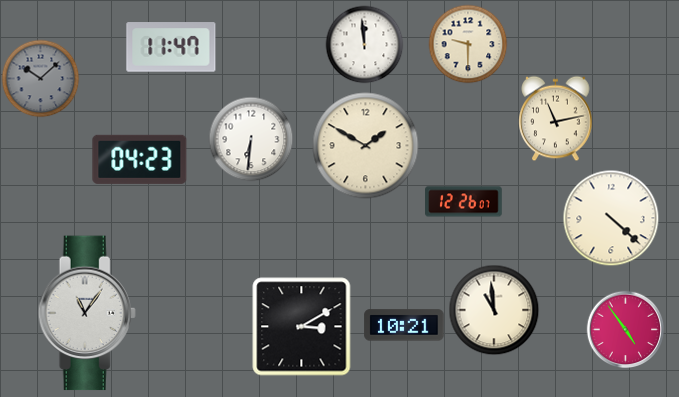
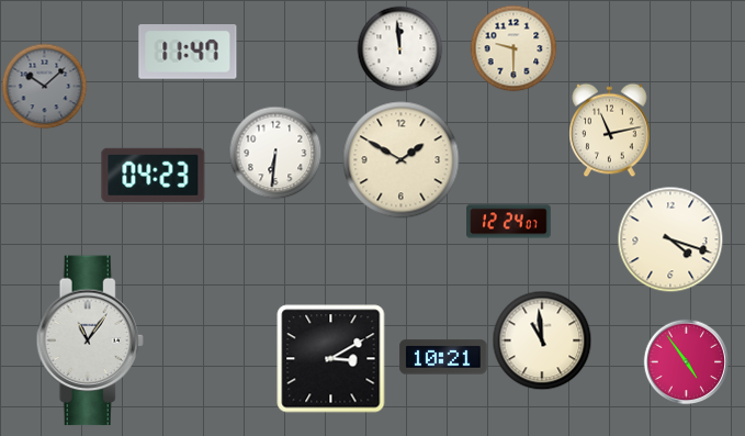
clock at (464, 202): 12:26 -> 12:24
clock at (611, 218): 4:22 -> 4:18
clock at (87, 313) position: (87, 313) -> (90, 340)
